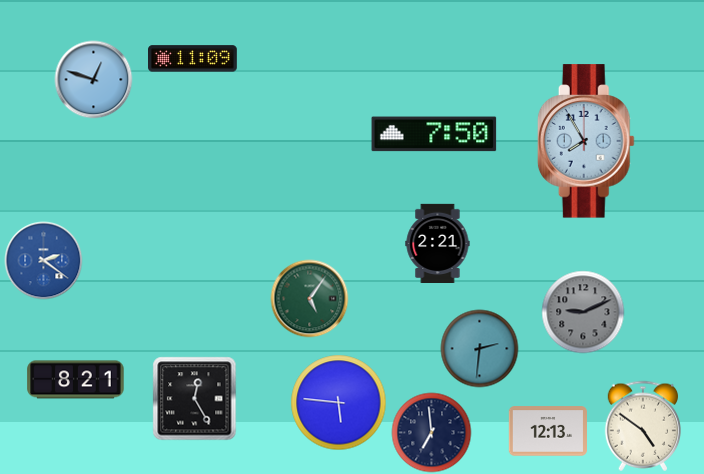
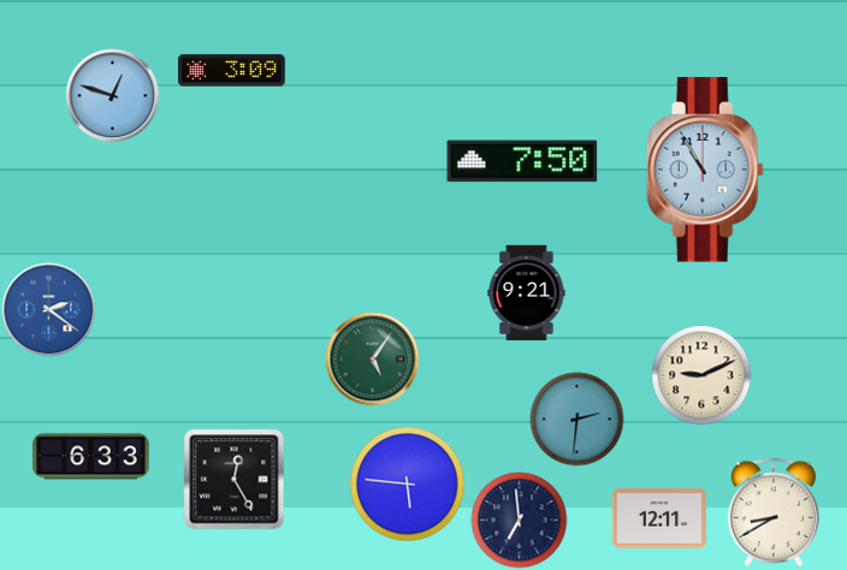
clock at (193, 59): 11:09 -> 3:09
clock at (586, 141): 7:55 -> 10:55
clock at (438, 243): 2:21 -> 9:21
clock at (43, 260) position: (43, 260) -> (48, 309)
clock at (583, 312) dial: grey -> cream
clock at (76, 380): 8:21 -> 6:33
clock at (642, 426): 4:51 -> 8:40
clock at (547, 431): 12:13 -> 12:11
